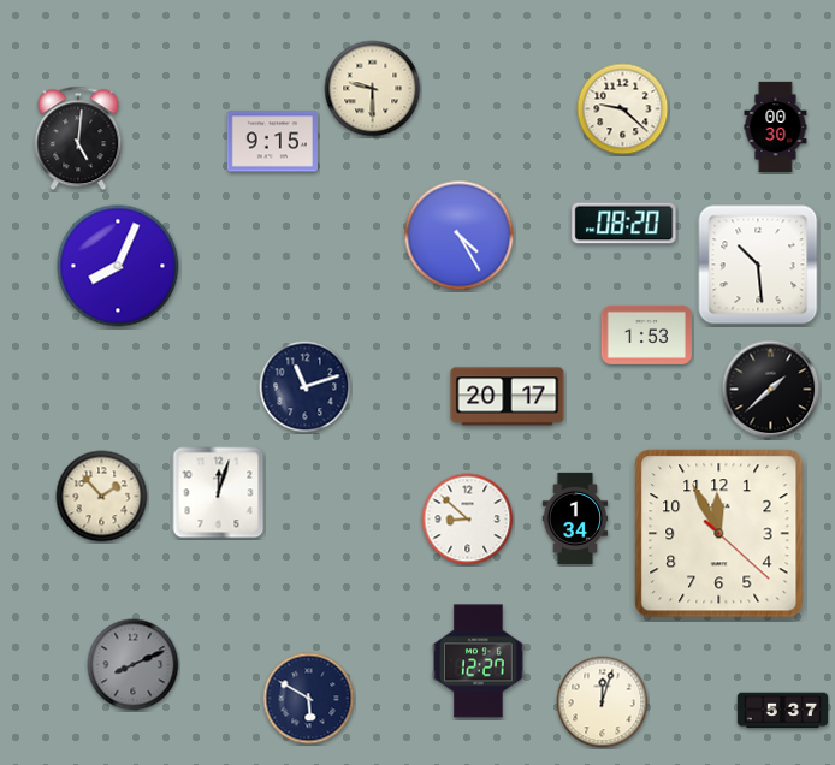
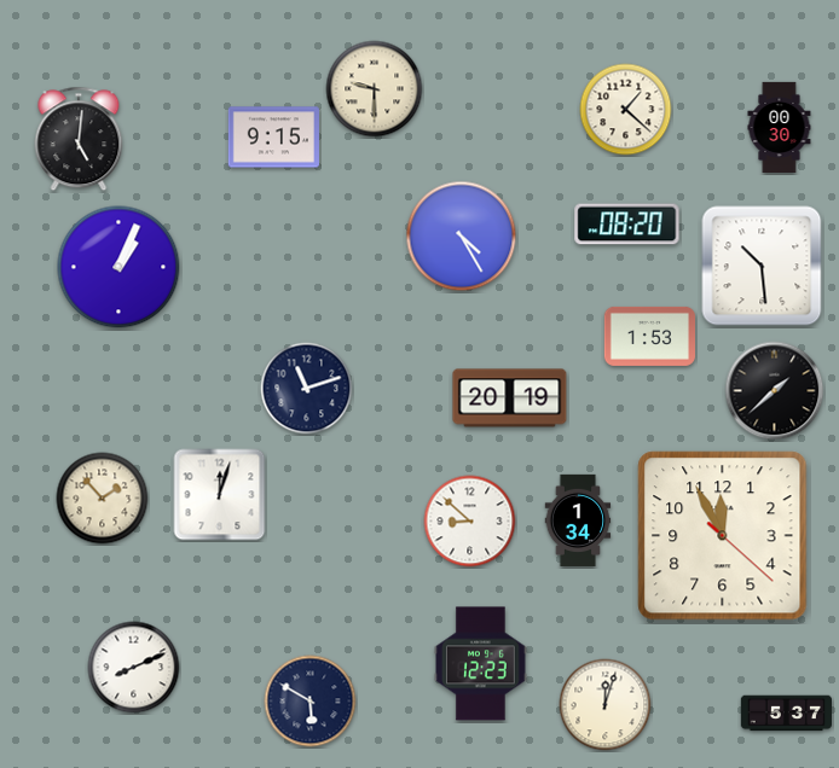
clock at (623, 109): 9:22 -> 1:22
clock at (272, 142) position: (272, 142) -> (273, 138)
clock at (118, 266): 8:04 -> 1:04
clock at (508, 397): 20:17 -> 20:19
clock at (478, 662): 12:27 -> 12:23
clock at (134, 665) dial: grey -> white
